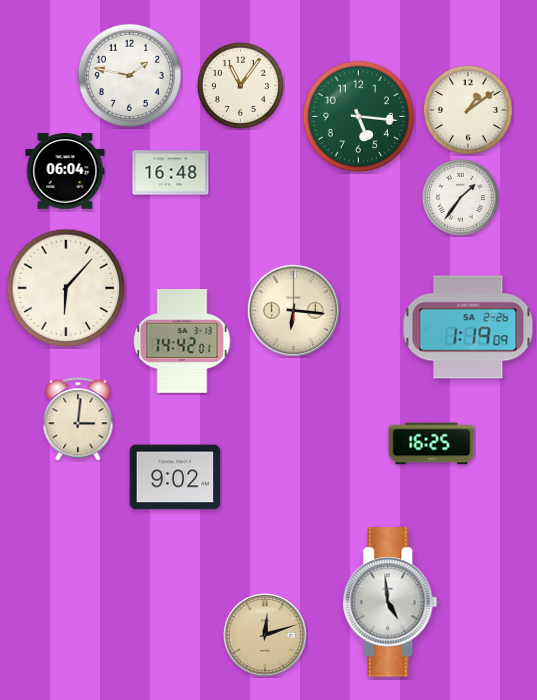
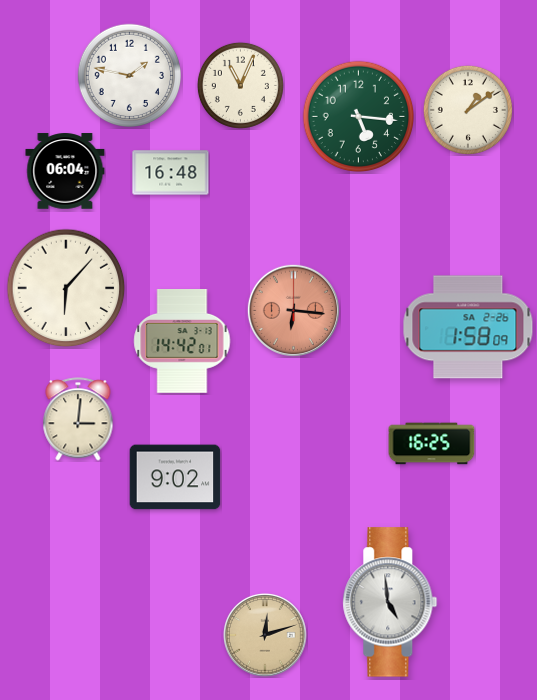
clock at (240, 85): 11:06 -> 11:04
clock at (460, 197): 1:36 -> none
clock at (293, 310) dial: cream -> salmon
clock at (468, 327): 1:19 -> 1:58
